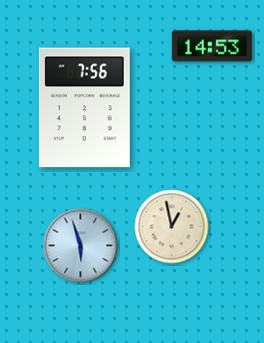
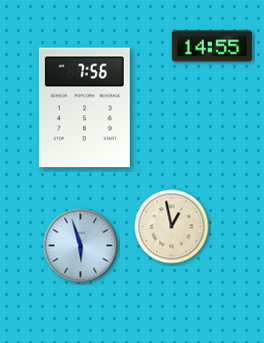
clock at (212, 46): 14:53 -> 14:55
